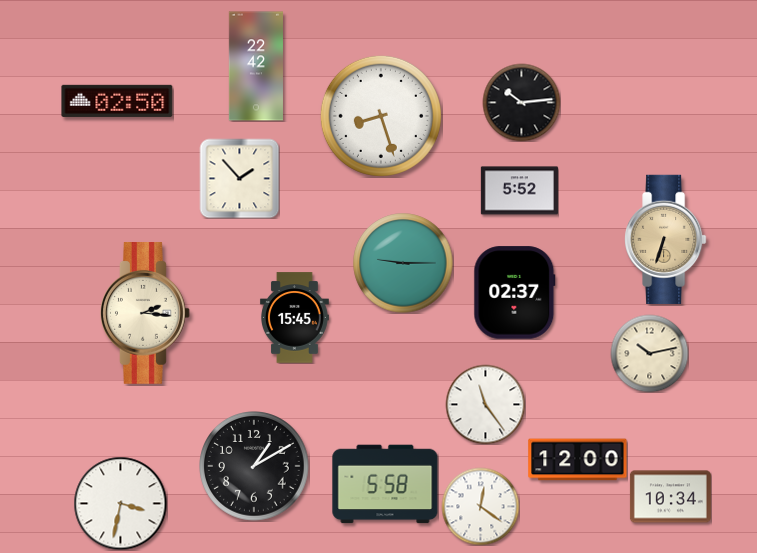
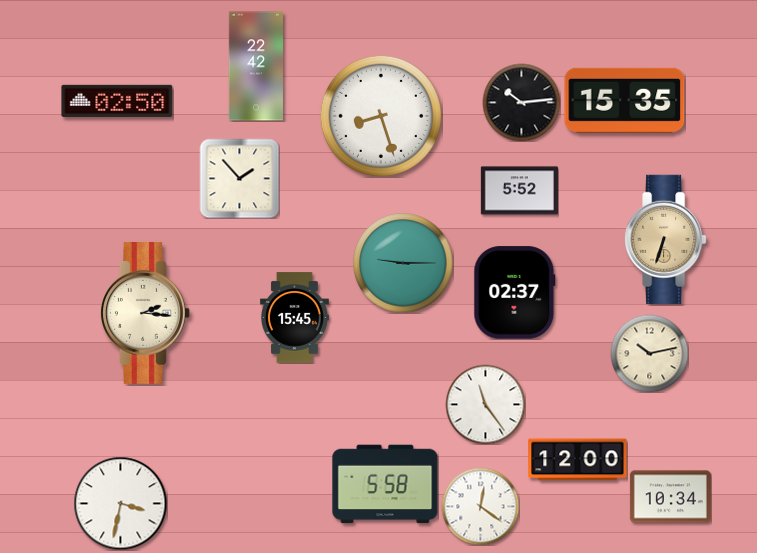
clock at (625, 100): none -> 15:35
clock at (255, 467): 1:10 -> none
